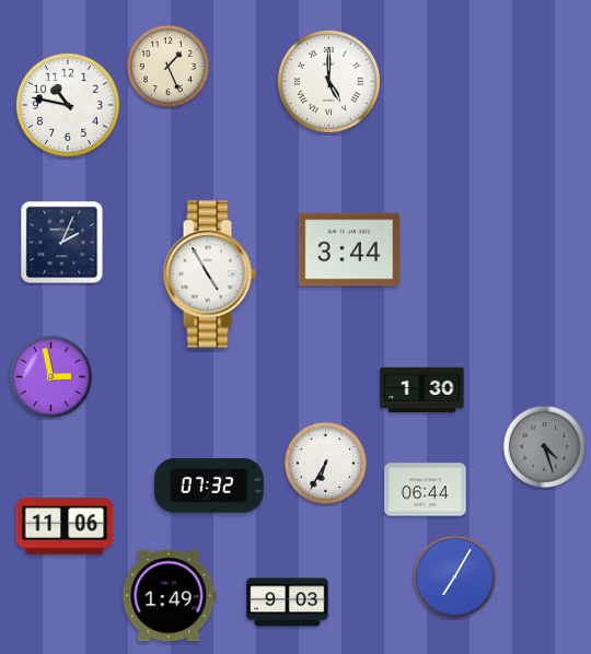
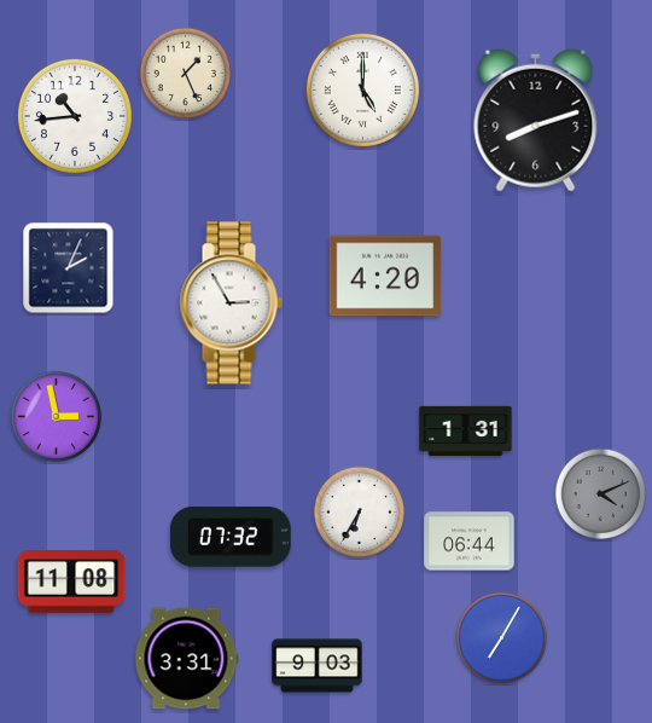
clock at (68, 105): 10:47 -> 10:44
clock at (536, 120): none -> 8:12
clock at (349, 249): 3:44 -> 4:20
clock at (209, 275): 4:55 -> 2:55
clock at (422, 390): 1:30 -> 1:31
clock at (545, 447): 4:27 -> 4:11
clock at (65, 527): 11:06 -> 11:08
clock at (170, 596): 1:49 -> 3:31
